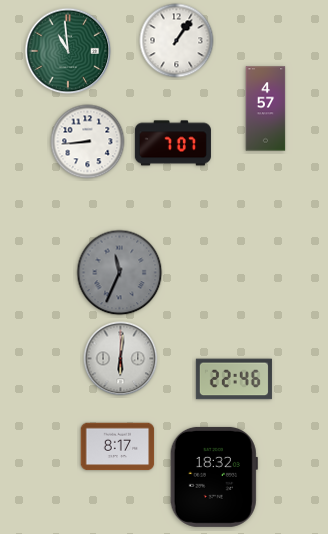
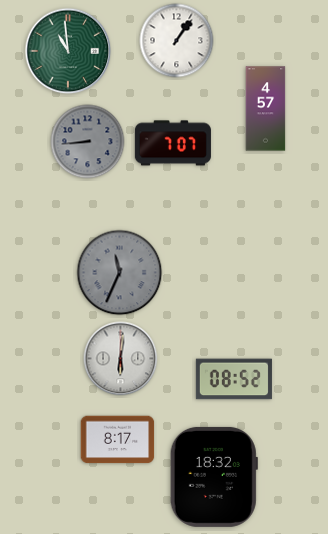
clock at (88, 142) dial: white -> grey
clock at (234, 379): 22:46 -> 08:52
clock at (118, 447) position: (118, 447) -> (118, 440)
